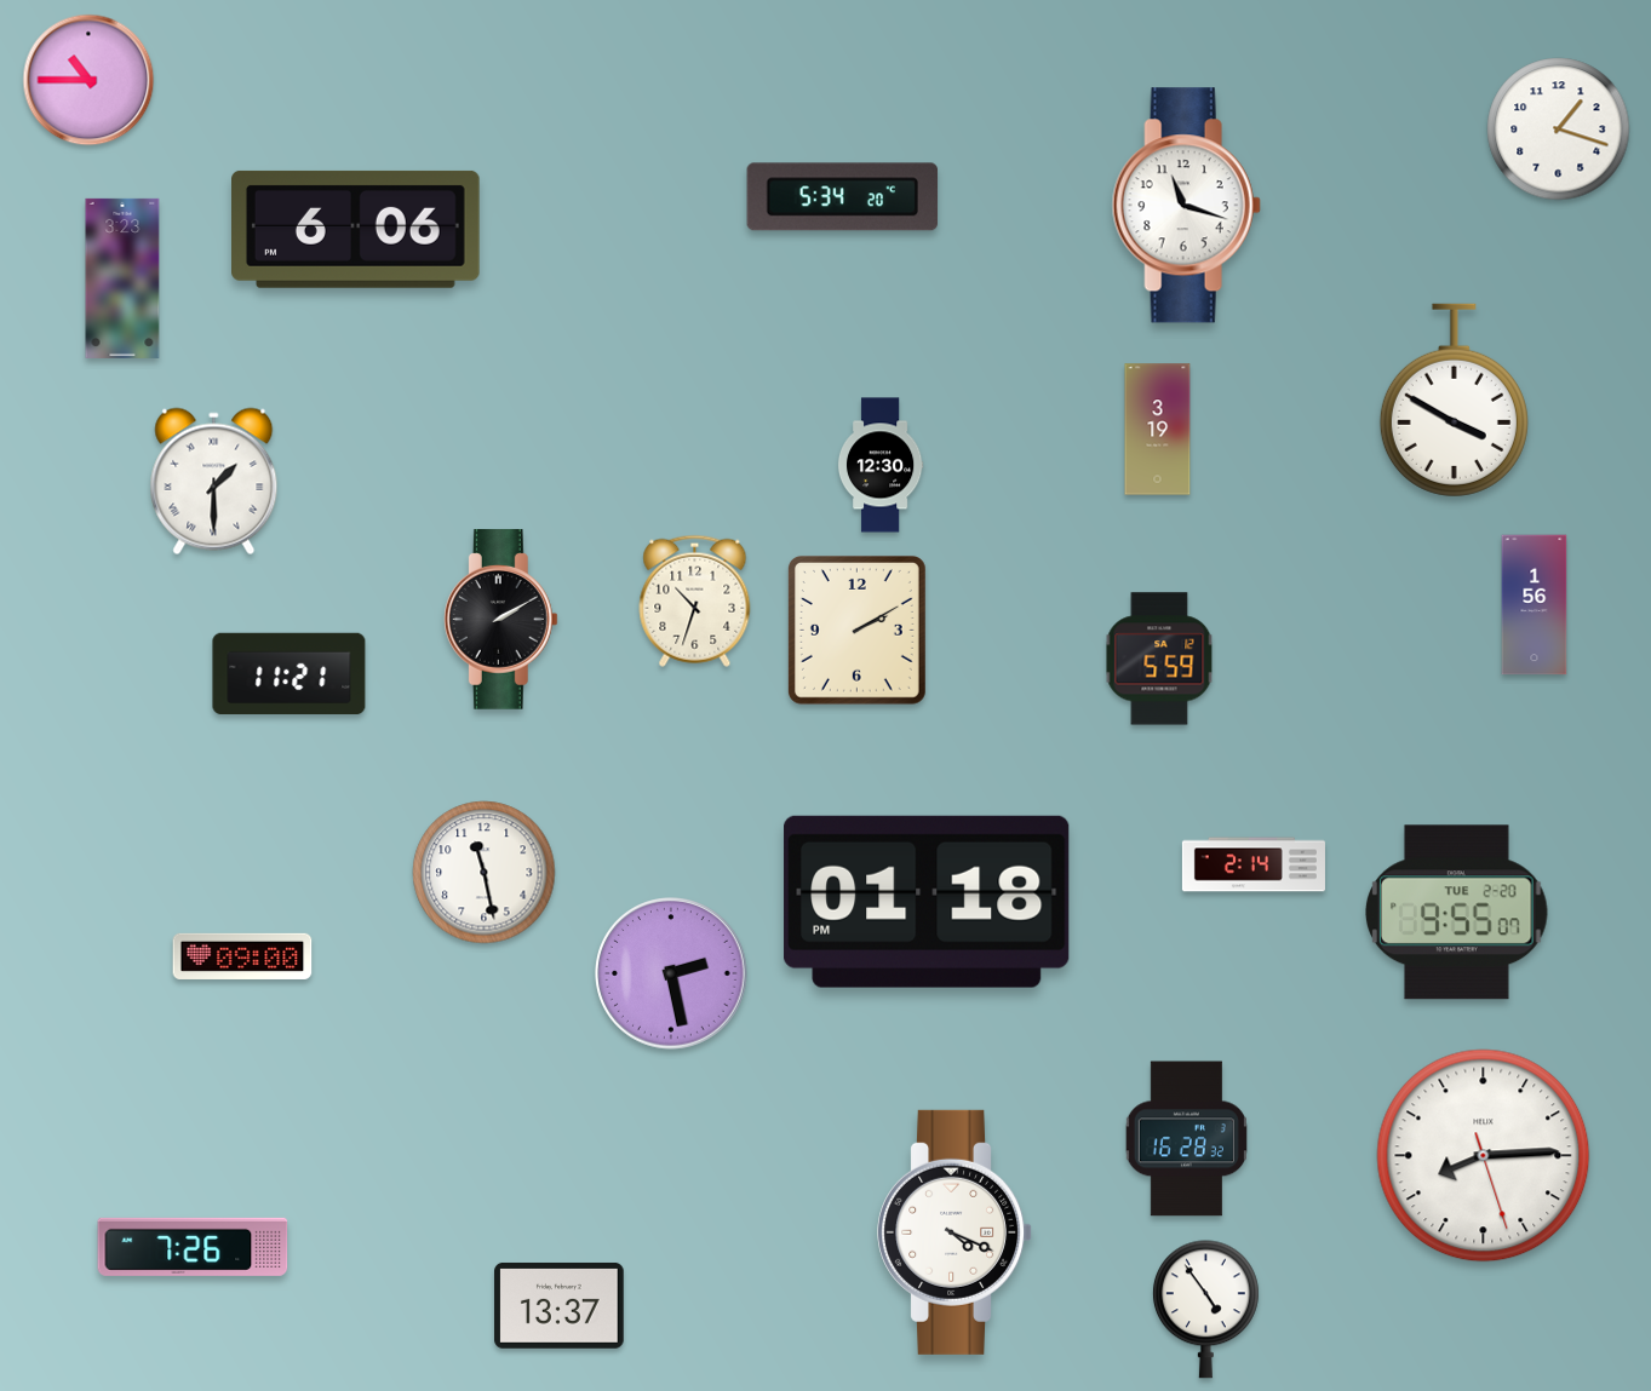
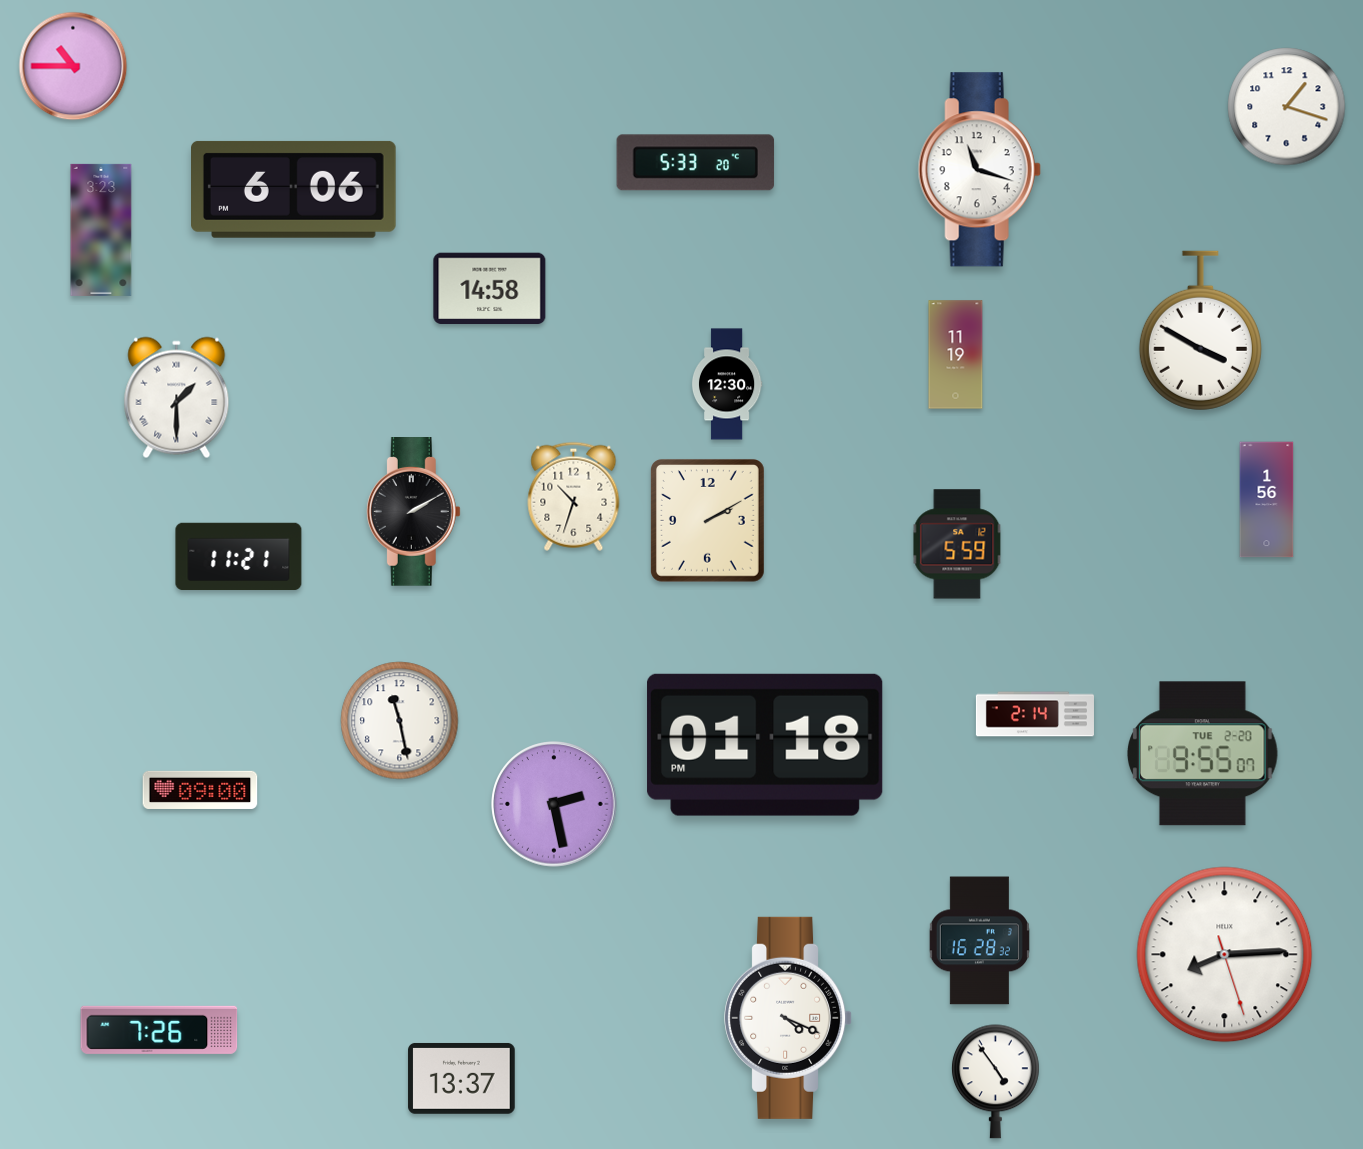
clock at (843, 197): 5:34 -> 5:33
clock at (490, 289): none -> 14:58
clock at (1158, 430): 3:19 -> 11:19
